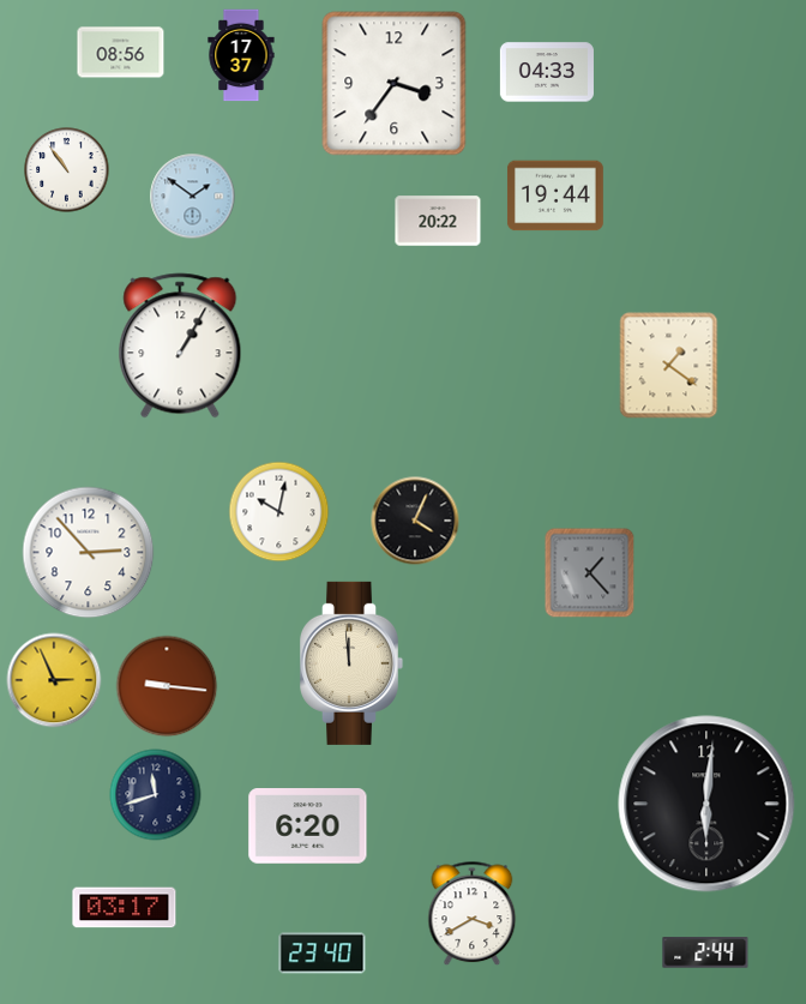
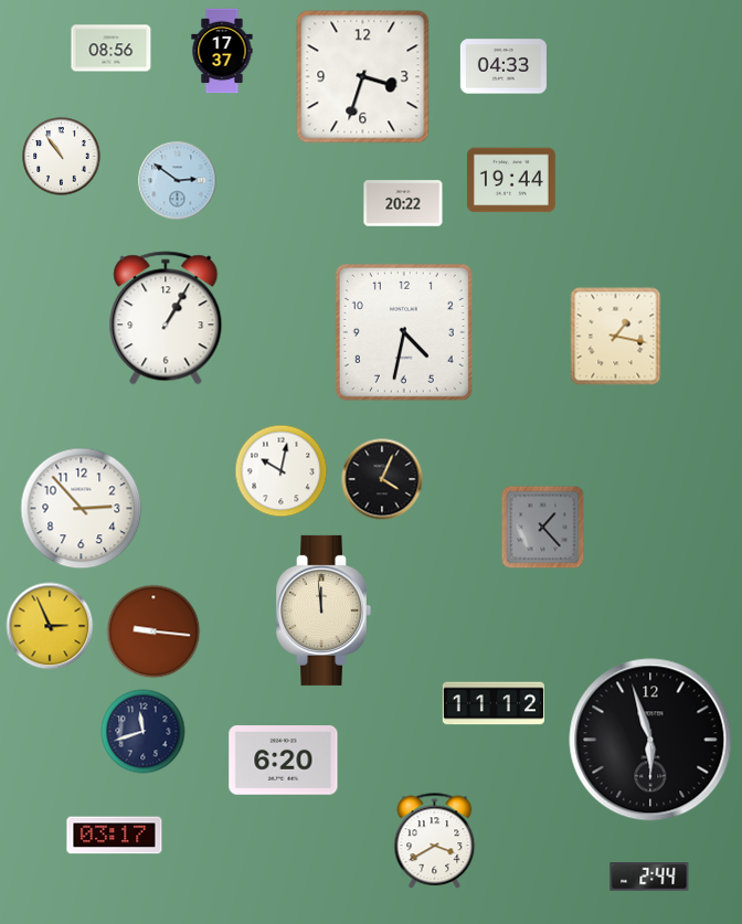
clock at (395, 84): 3:36 -> 3:33
clock at (193, 197): 1:51 -> 2:51
clock at (404, 332): none -> 4:32
clock at (669, 366): 1:21 -> 1:17
clock at (279, 512) position: (279, 512) -> (282, 471)
clock at (492, 703): none -> 11:12
clock at (706, 804): 6:01 -> 5:57
clock at (323, 954): 23:40 -> none
